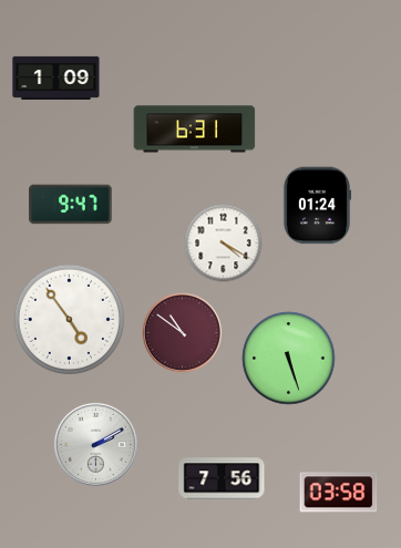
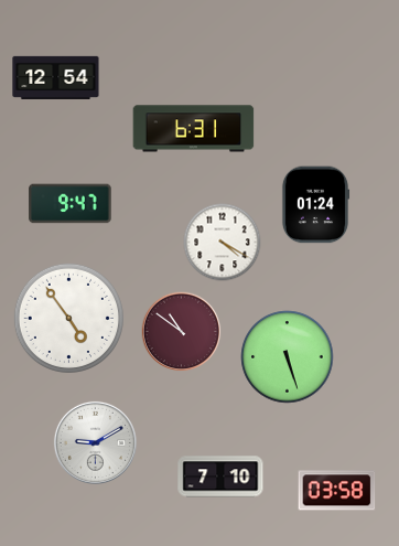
clock at (56, 77): 1:09 -> 12:54
clock at (95, 444): 2:10 -> 9:10
clock at (222, 478): 7:56 -> 7:10
